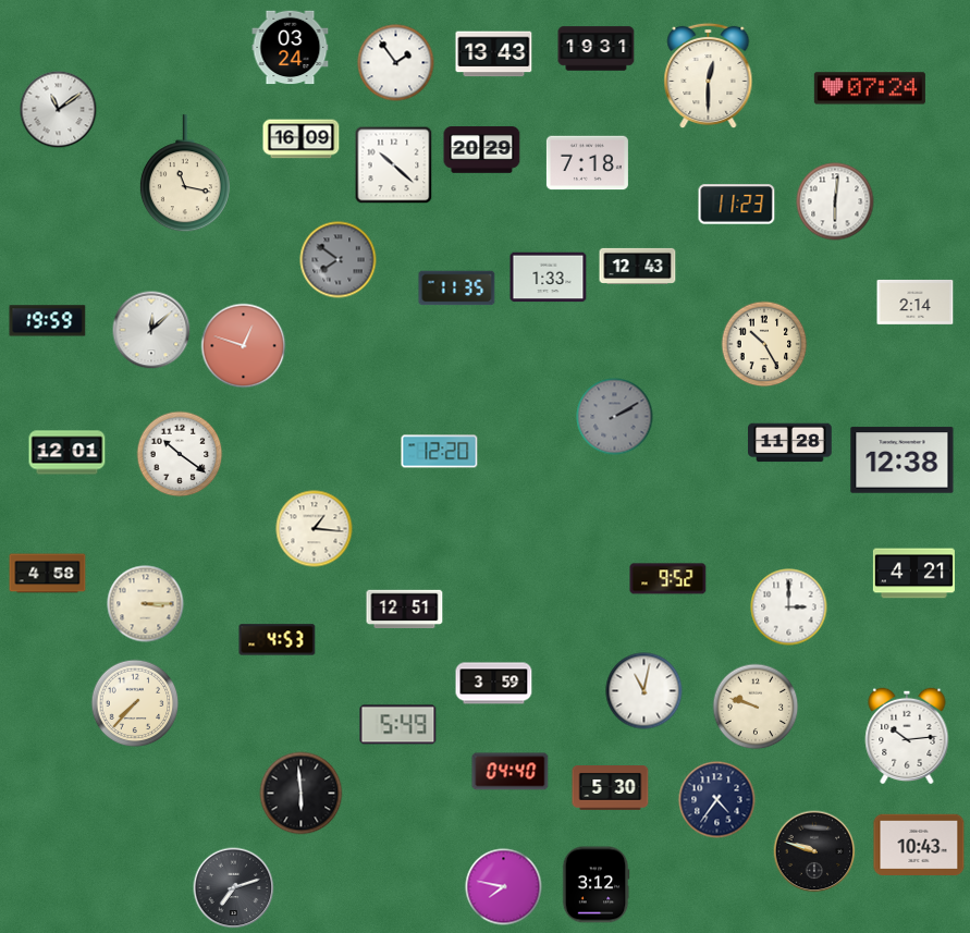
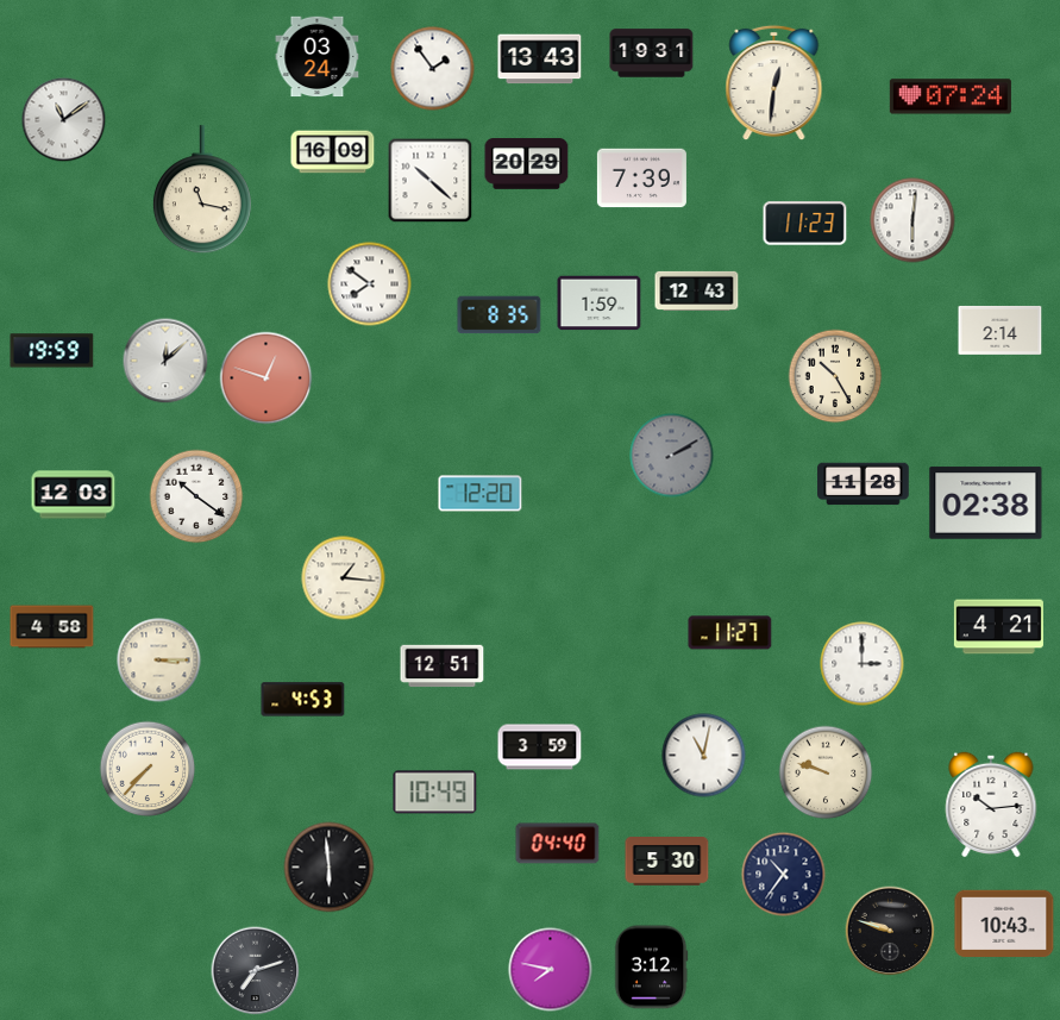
clock at (291, 48) position: (291, 48) -> (318, 57)
clock at (709, 76): 12:30 -> 12:31
clock at (302, 139) position: (302, 139) -> (333, 152)
clock at (587, 163): 7:18 -> 7:39
clock at (339, 260) dial: grey -> white
clock at (549, 278): 1:33 -> 1:59
clock at (457, 289): 11:35 -> 8:35
clock at (67, 453): 12:01 -> 12:03
clock at (903, 461): 12:38 -> 02:38
clock at (668, 579): 9:52 -> 11:27
clock at (398, 725): 5:49 -> 10:49
clock at (717, 800): 4:36 -> 10:36
